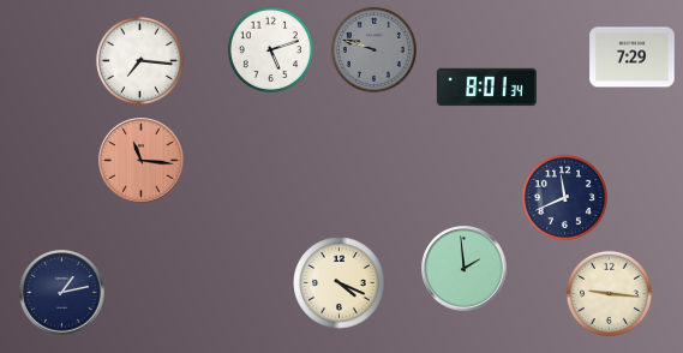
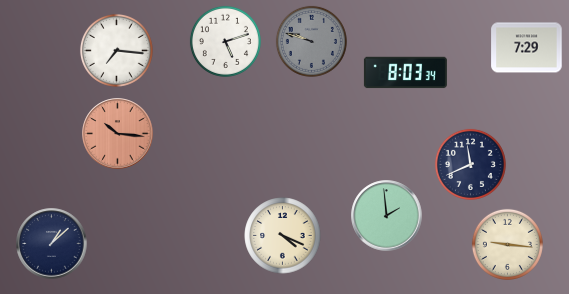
clock at (486, 88): 8:01 -> 8:03
clock at (142, 161): 11:16 -> 10:16
clock at (465, 269) position: (465, 269) -> (387, 216)
clock at (62, 293): 1:13 -> 1:08
